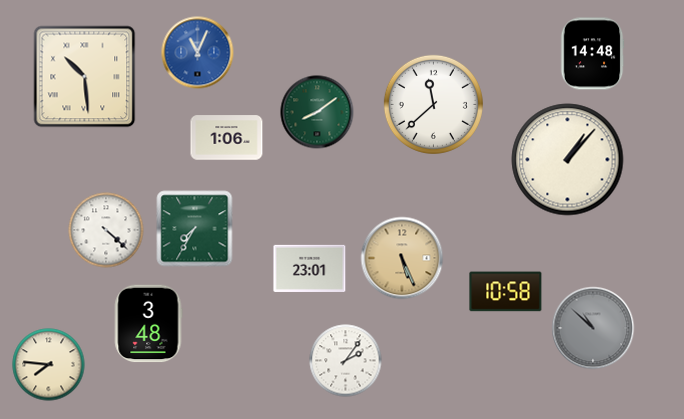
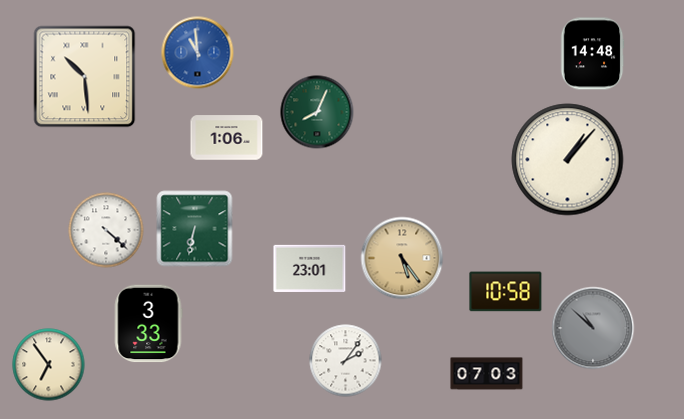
clock at (198, 53): 11:04 -> 10:59
clock at (433, 104): 11:38 -> none
clock at (317, 112): 8:09 -> 8:04
clock at (195, 229): 7:35 -> 6:32
clock at (402, 258): 5:26 -> 5:24
clock at (148, 324): 3:48 -> 3:33
clock at (49, 365): 7:46 -> 6:54
clock at (487, 374): none -> 07:03
